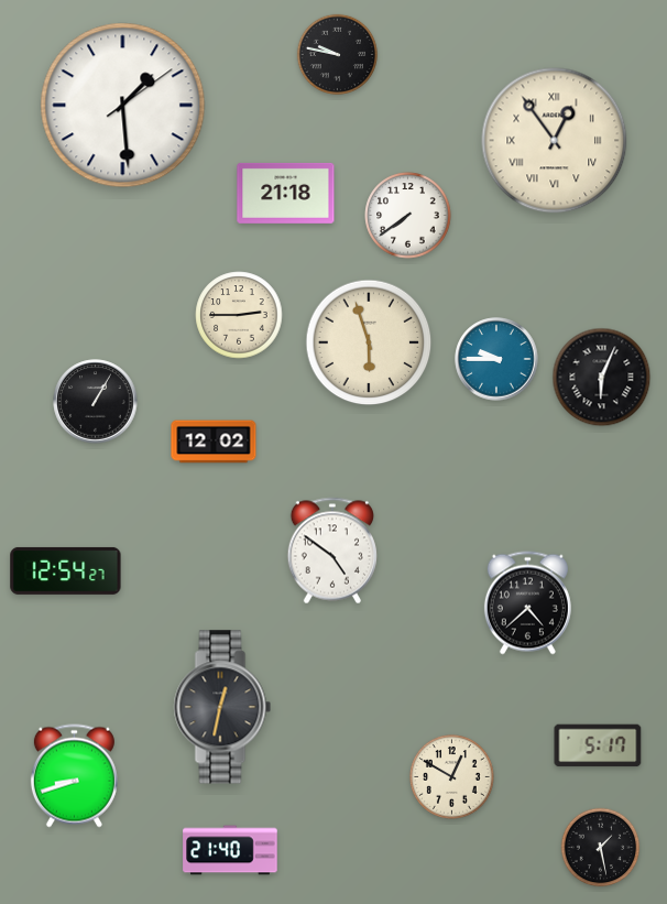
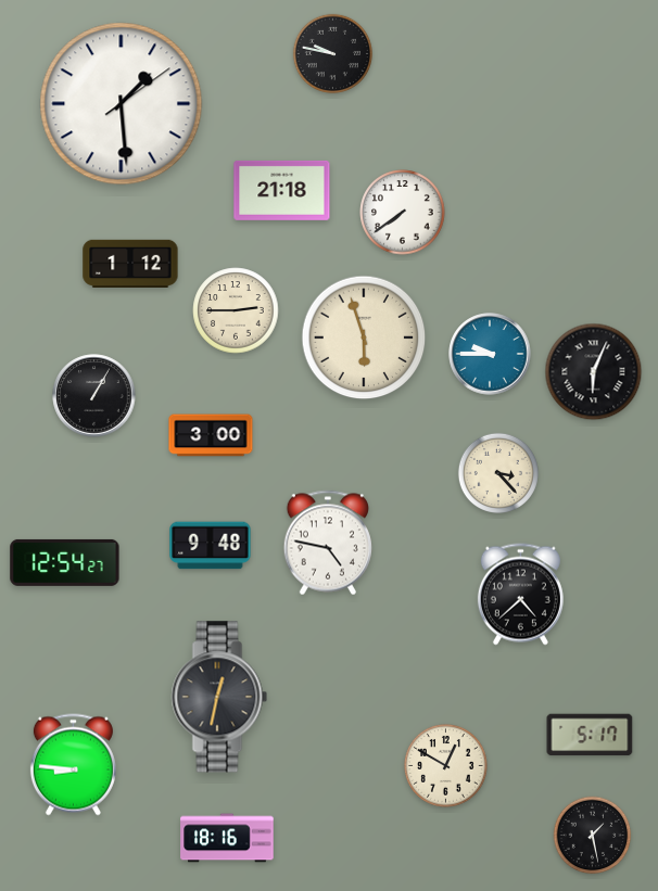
clock at (555, 141): 12:54 -> none
clock at (130, 263): none -> 1:12
clock at (214, 442): 12:02 -> 3:00
clock at (498, 473): none -> 3:23
clock at (332, 551): 4:51 -> 4:47
clock at (211, 546): none -> 9:48
clock at (74, 776): 8:42 -> 8:46
clock at (230, 850): 21:40 -> 18:16
